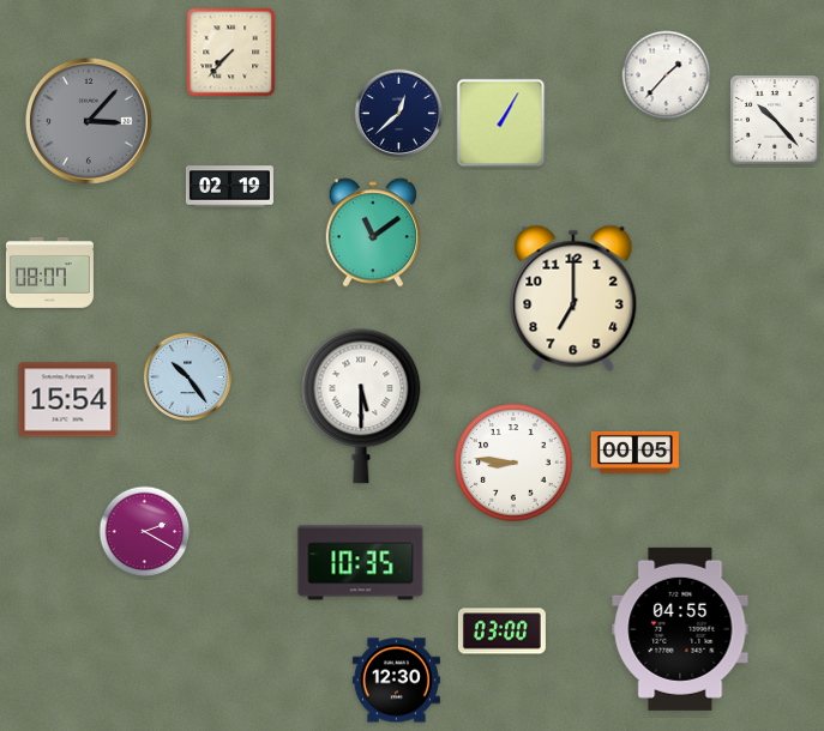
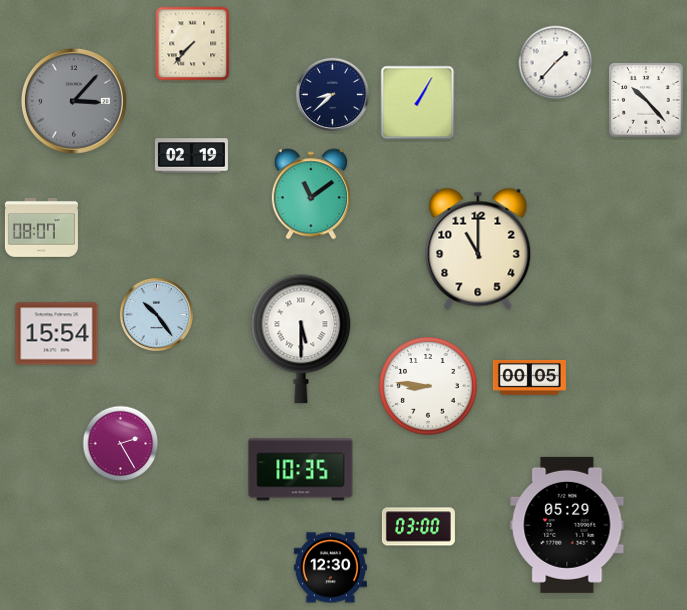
clock at (398, 113): 12:38 -> 8:38
clock at (573, 298): 7:00 -> 11:00
clock at (145, 532): 2:20 -> 2:25
clock at (680, 629): 04:55 -> 05:29
